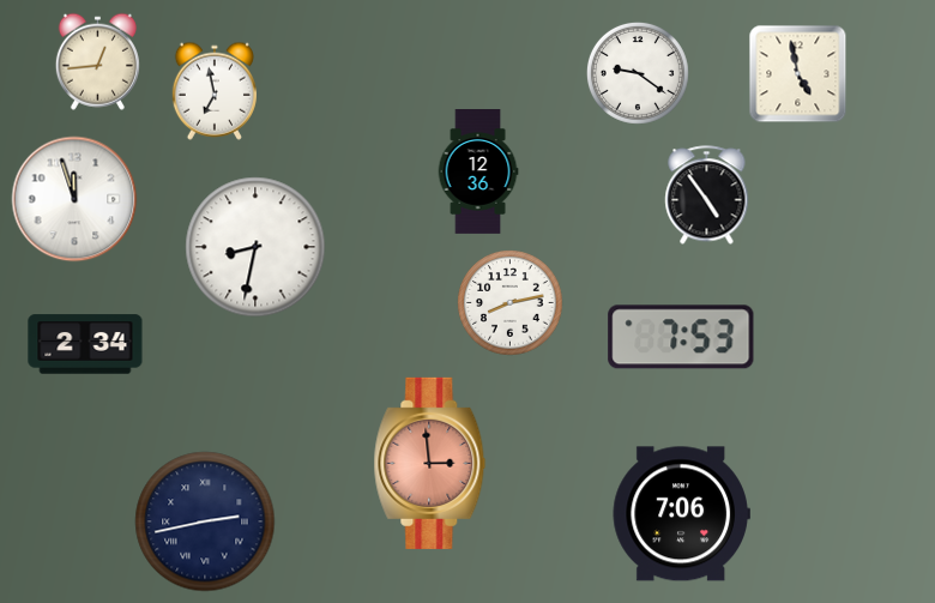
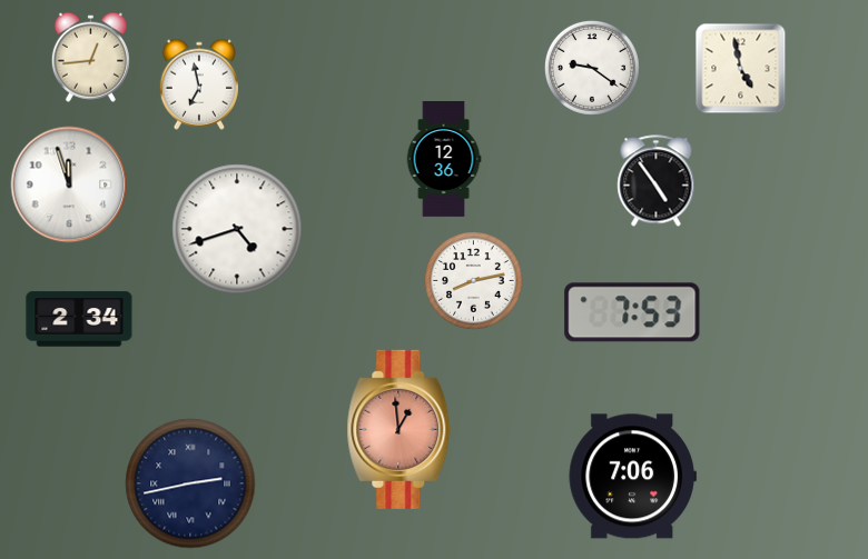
clock at (255, 247): 8:32 -> 4:42
clock at (430, 463): 2:59 -> 12:59
